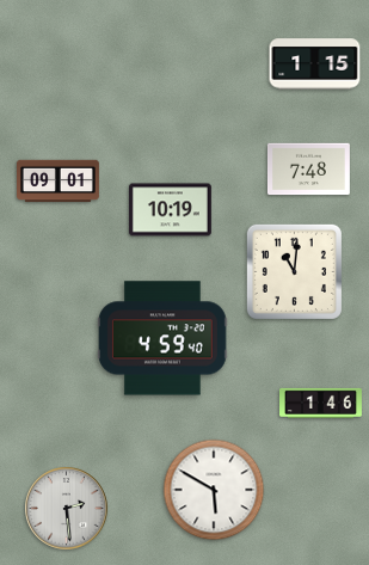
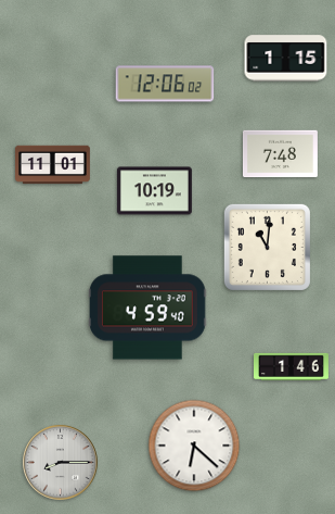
clock at (165, 84): none -> 12:06
clock at (59, 182): 09:01 -> 11:01
clock at (214, 490): 5:50 -> 6:22
clock at (67, 509): 2:29 -> 8:15
